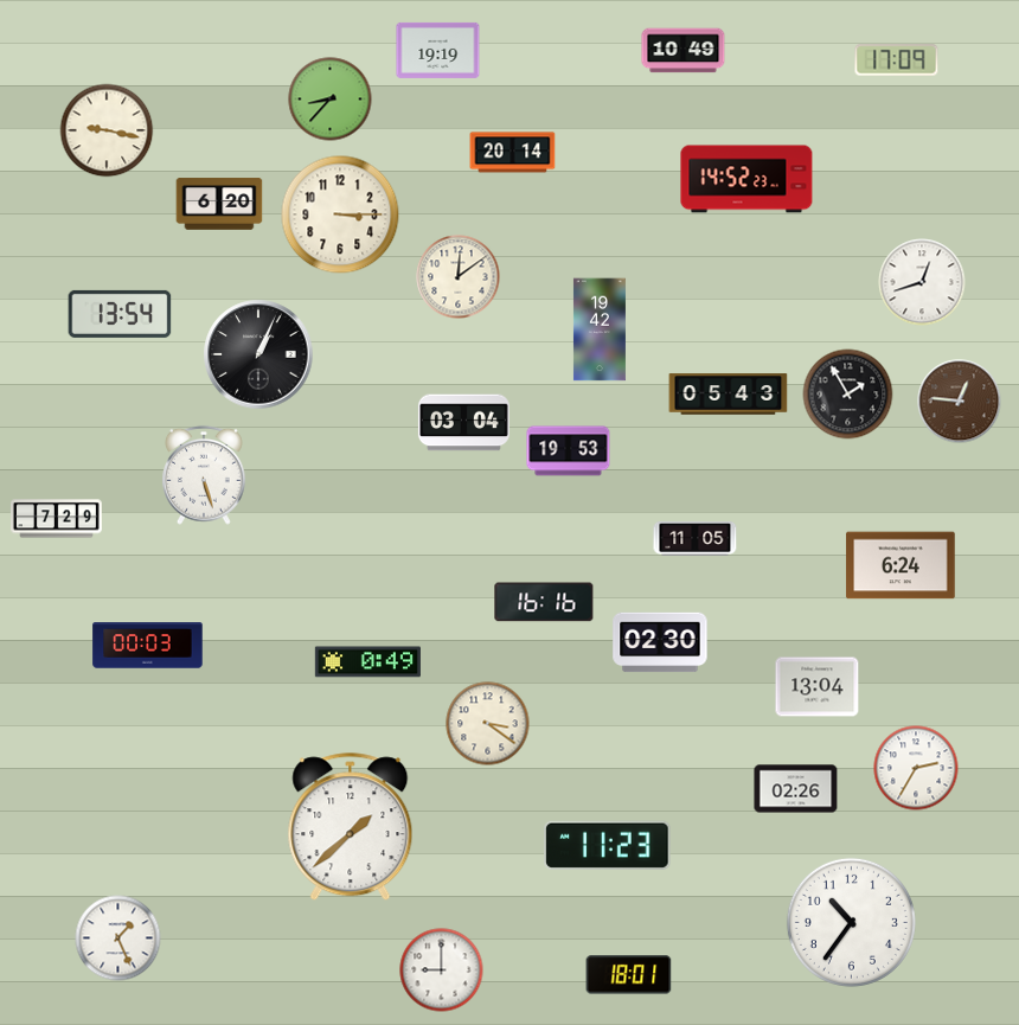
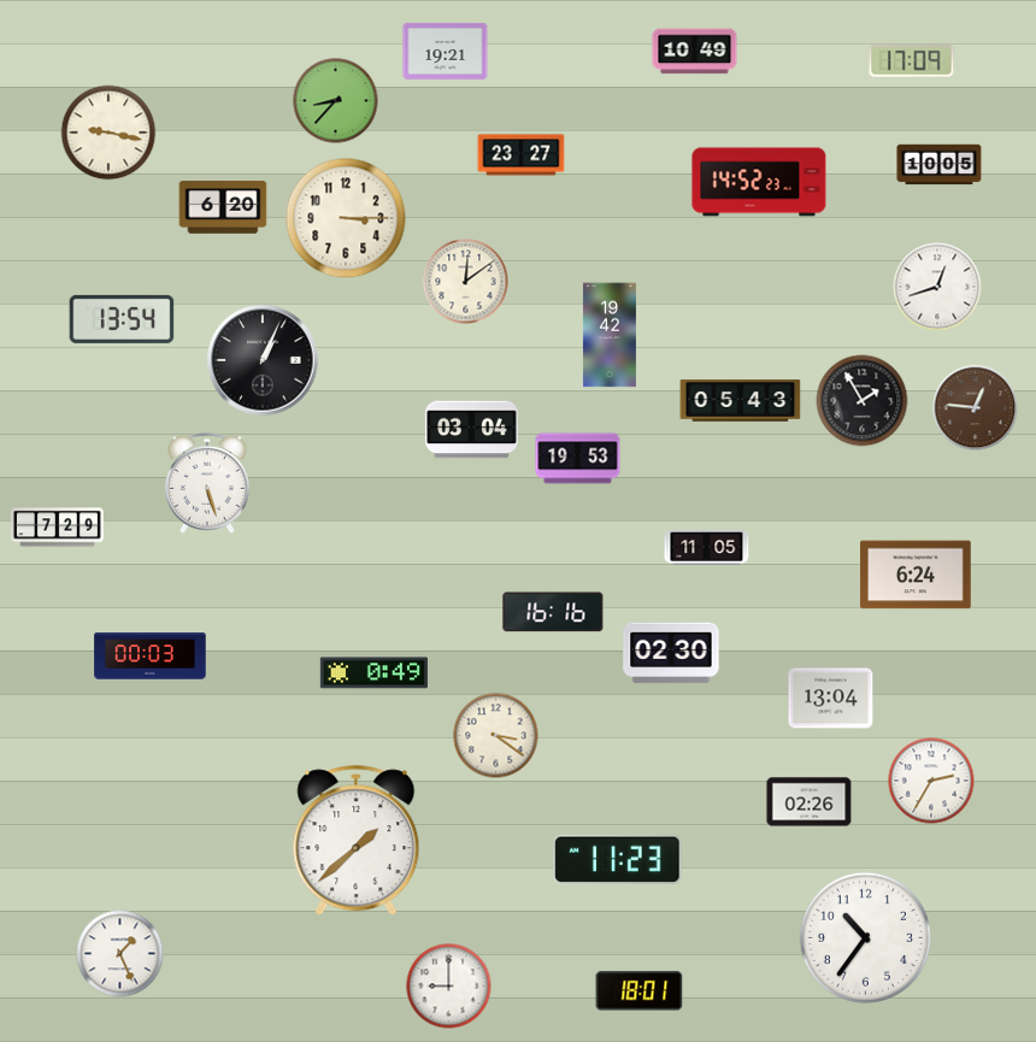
clock at (438, 50): 19:19 -> 19:21
clock at (513, 153): 20:14 -> 23:27
clock at (940, 165): none -> 10:05
